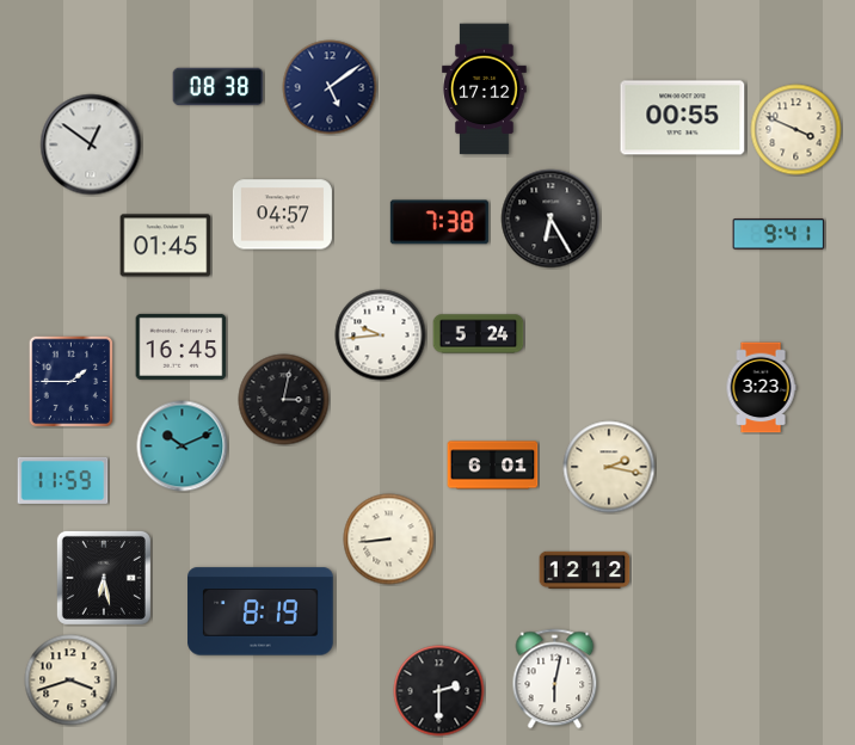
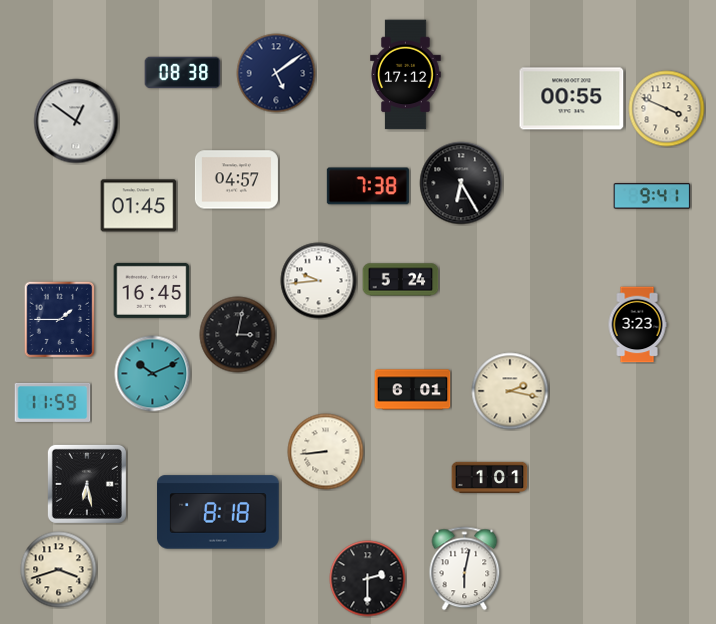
clock at (585, 569): 12:12 -> 1:01
clock at (260, 611): 8:19 -> 8:18
